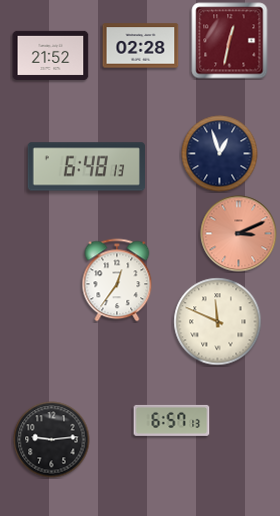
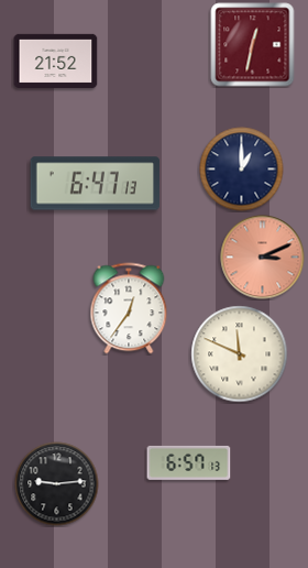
clock at (141, 46): 02:28 -> none
clock at (220, 154): 12:57 -> 1:00
clock at (86, 167): 6:48 -> 6:47
